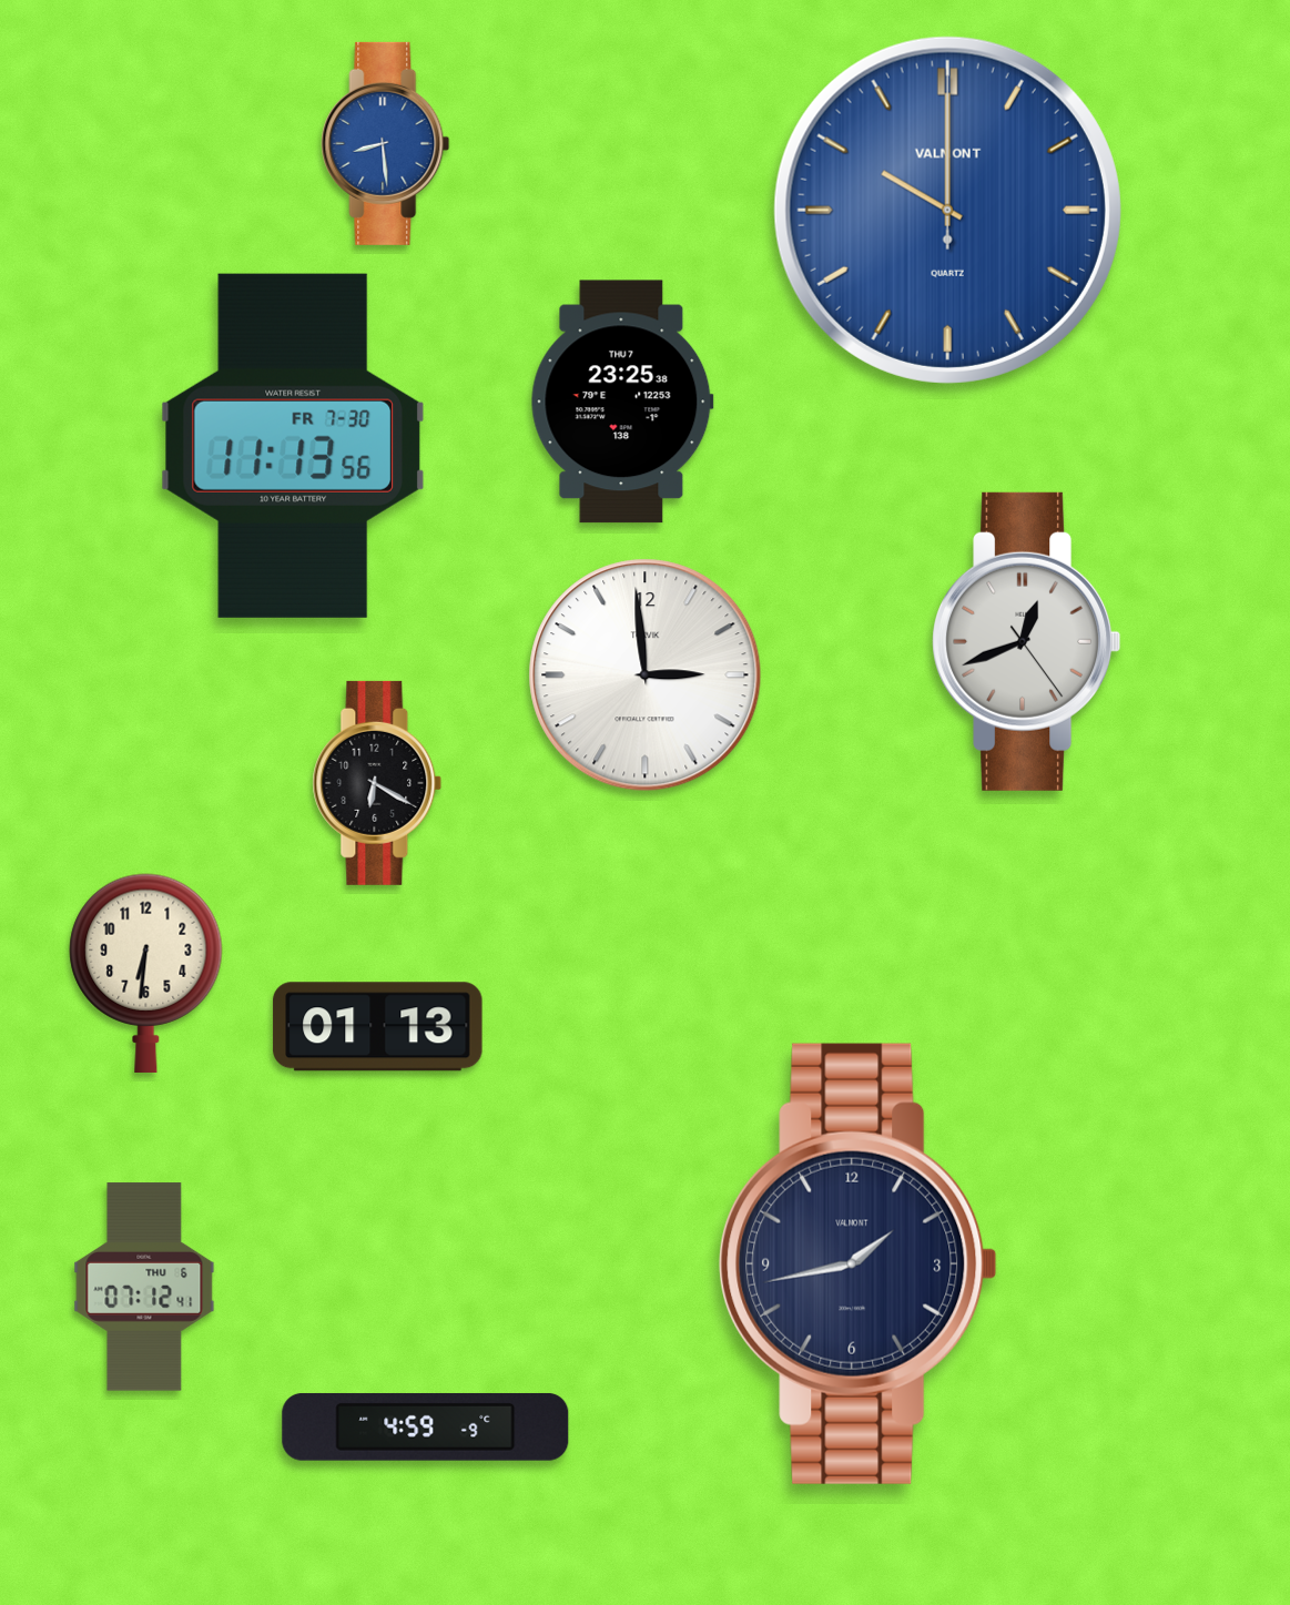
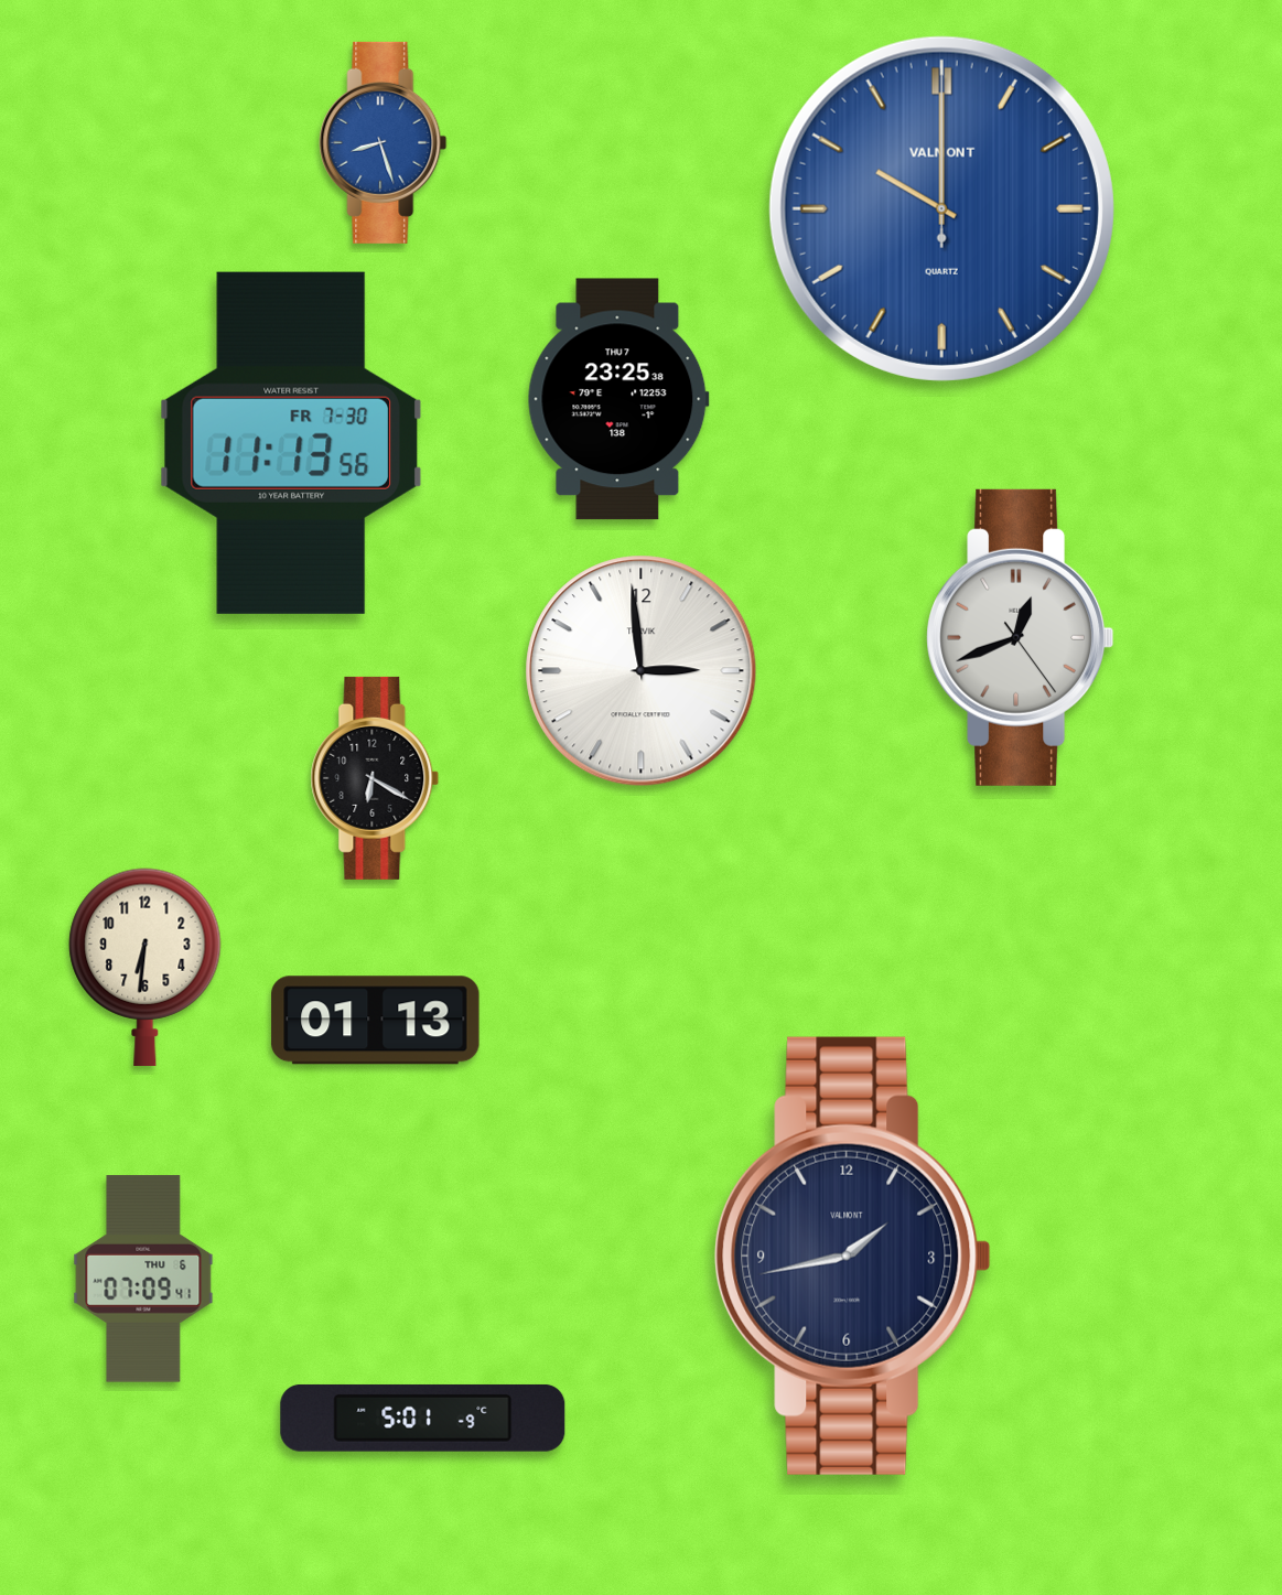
clock at (386, 143): 8:29 -> 8:27
clock at (144, 1287): 07:12 -> 07:09
clock at (426, 1426): 4:59 -> 5:01
